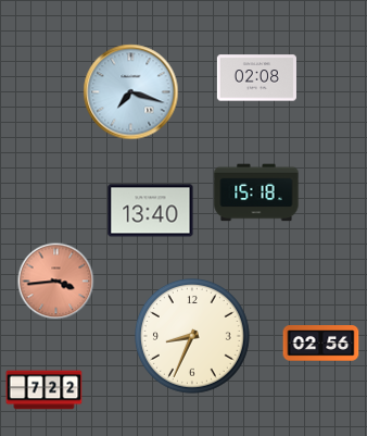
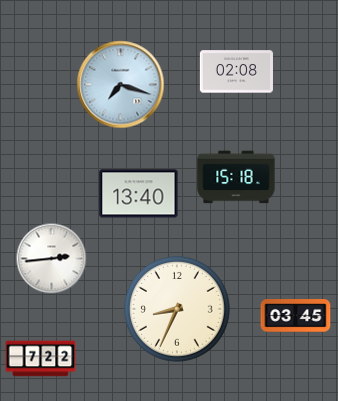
clock at (56, 282): 3:44 -> 2:44
clock at (56, 282) dial: salmon -> white
clock at (321, 344): 02:56 -> 03:45
